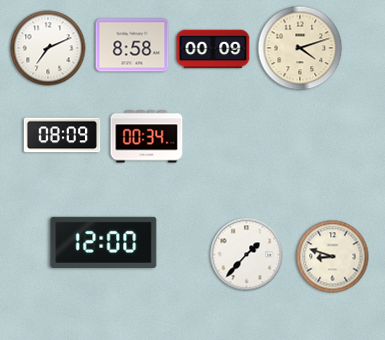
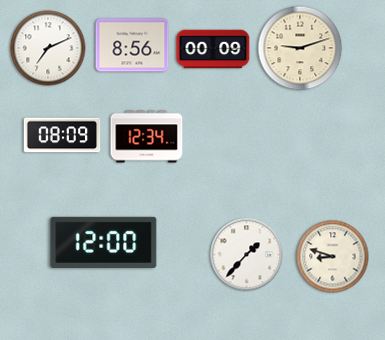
clock at (132, 45): 8:58 -> 8:56
clock at (300, 48): 4:12 -> 9:12
clock at (147, 137): 00:34 -> 12:34
